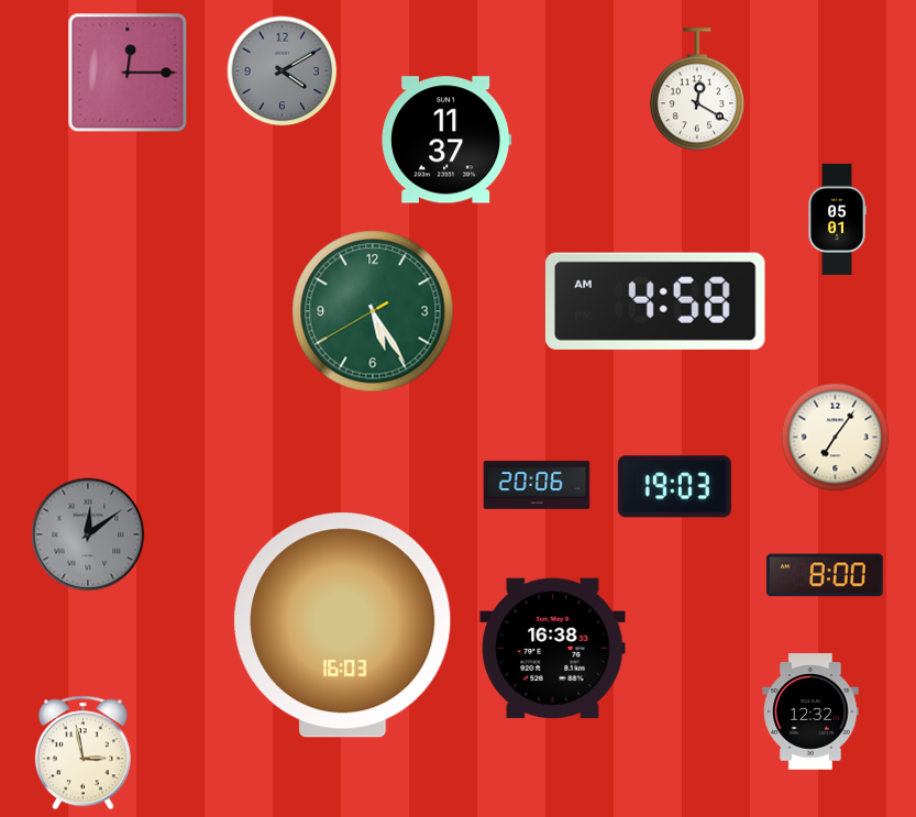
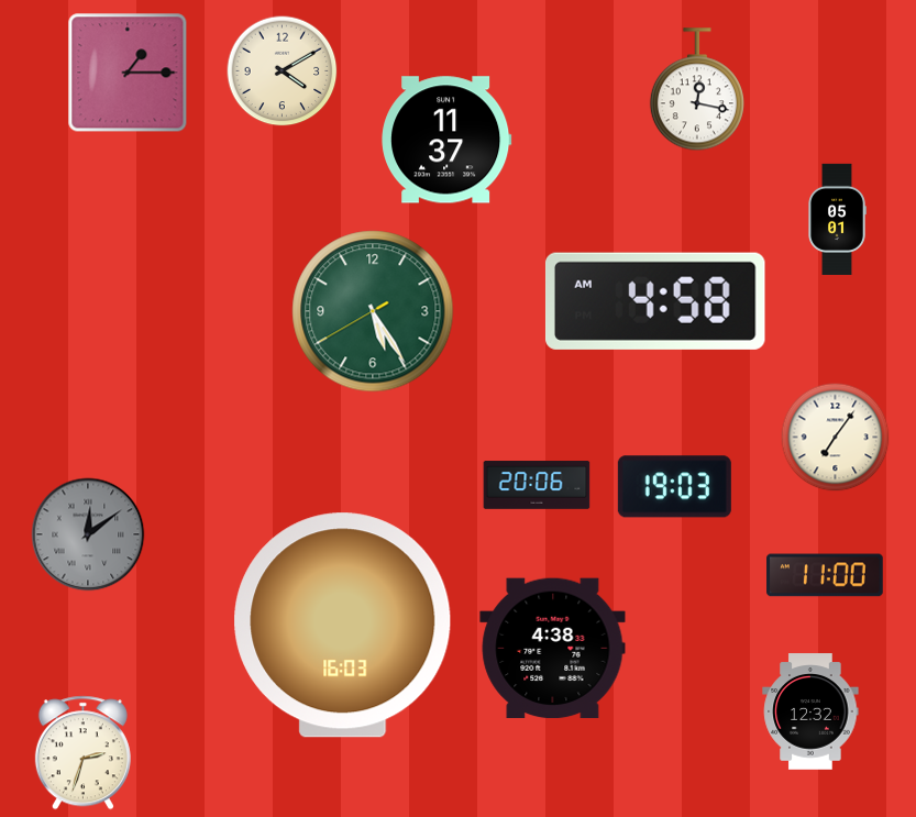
clock at (283, 71) dial: grey -> cream
clock at (128, 73): 12:15 -> 1:15
clock at (697, 90): 12:20 -> 12:17
clock at (825, 575): 8:00 -> 11:00
clock at (553, 649): 16:38 -> 4:38
clock at (82, 753): 2:58 -> 2:33
